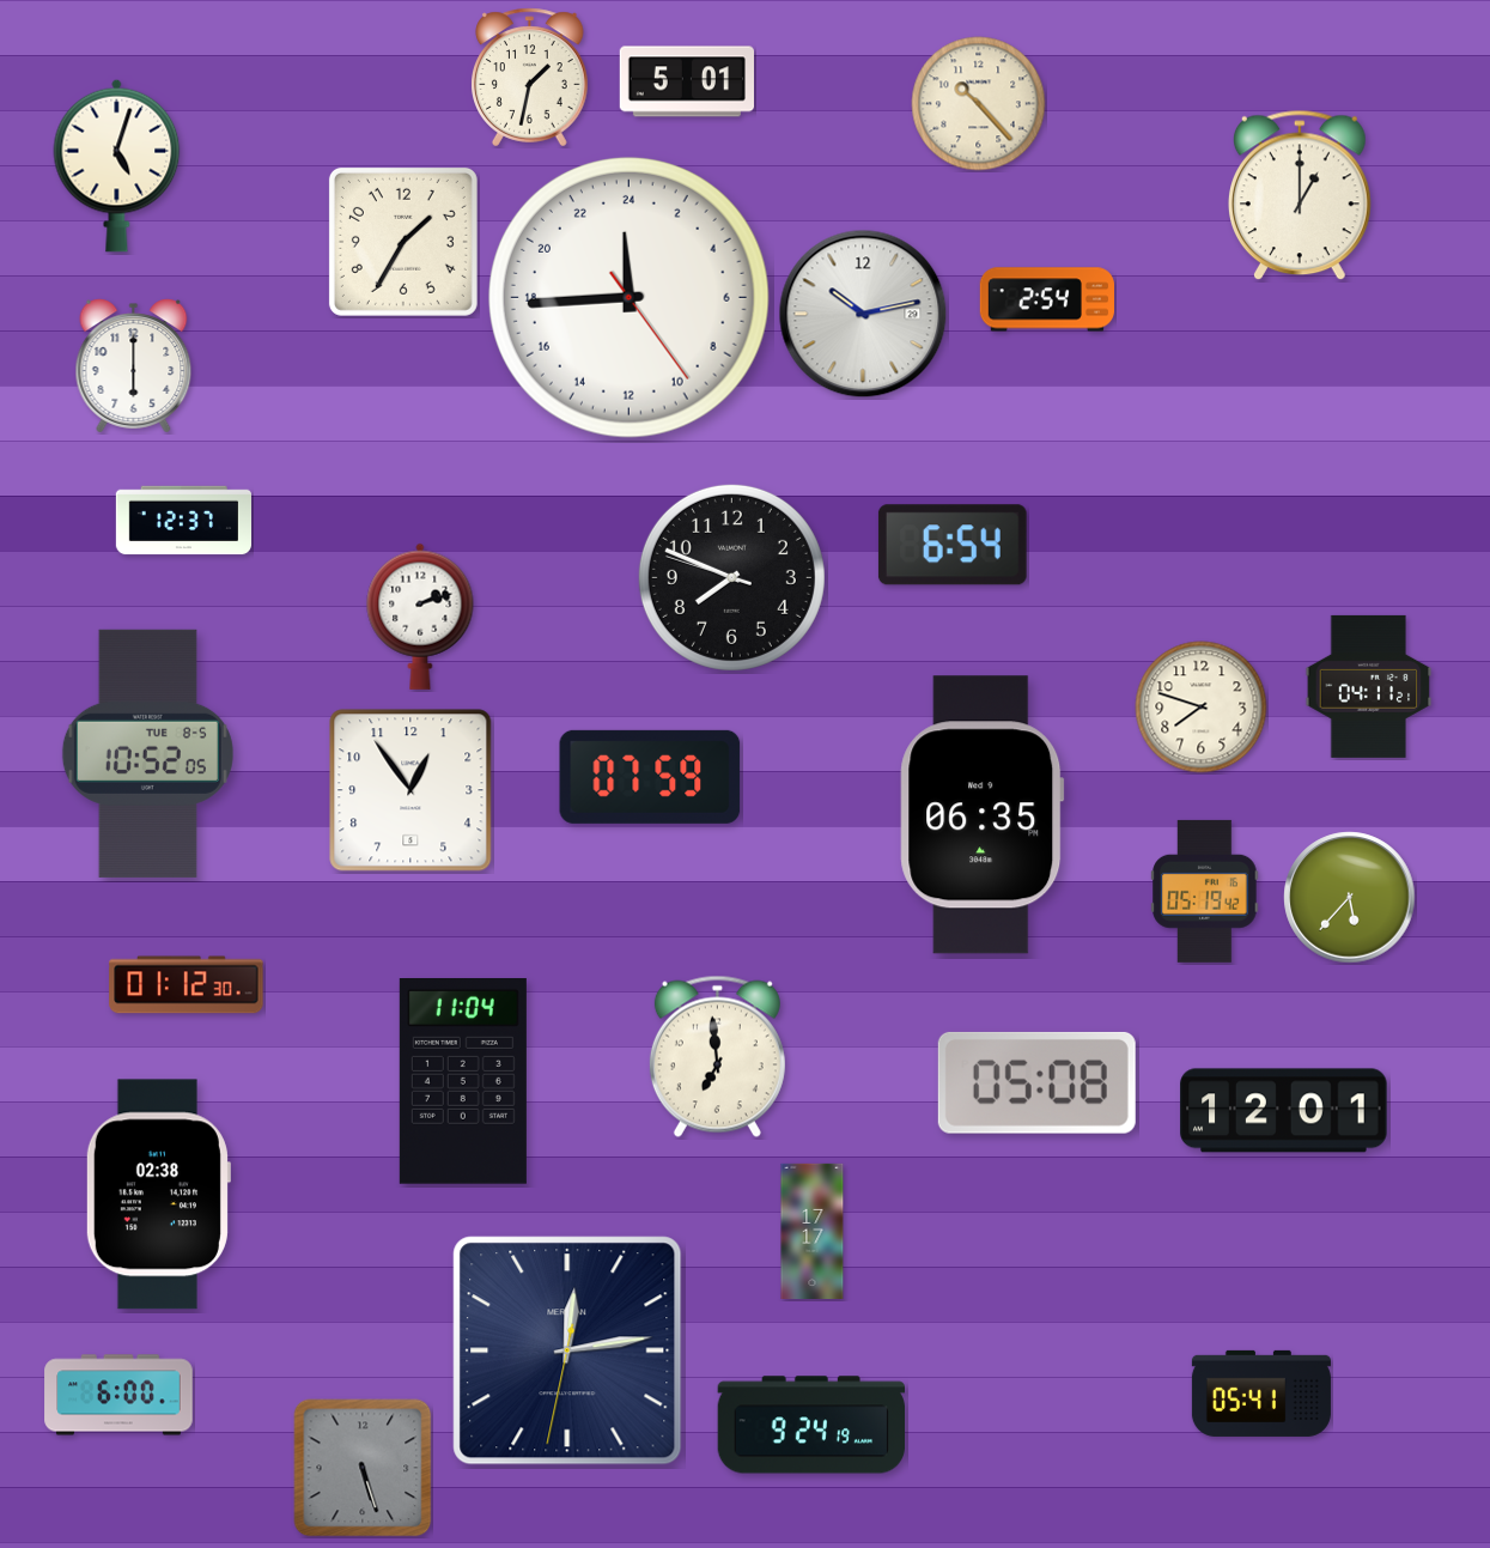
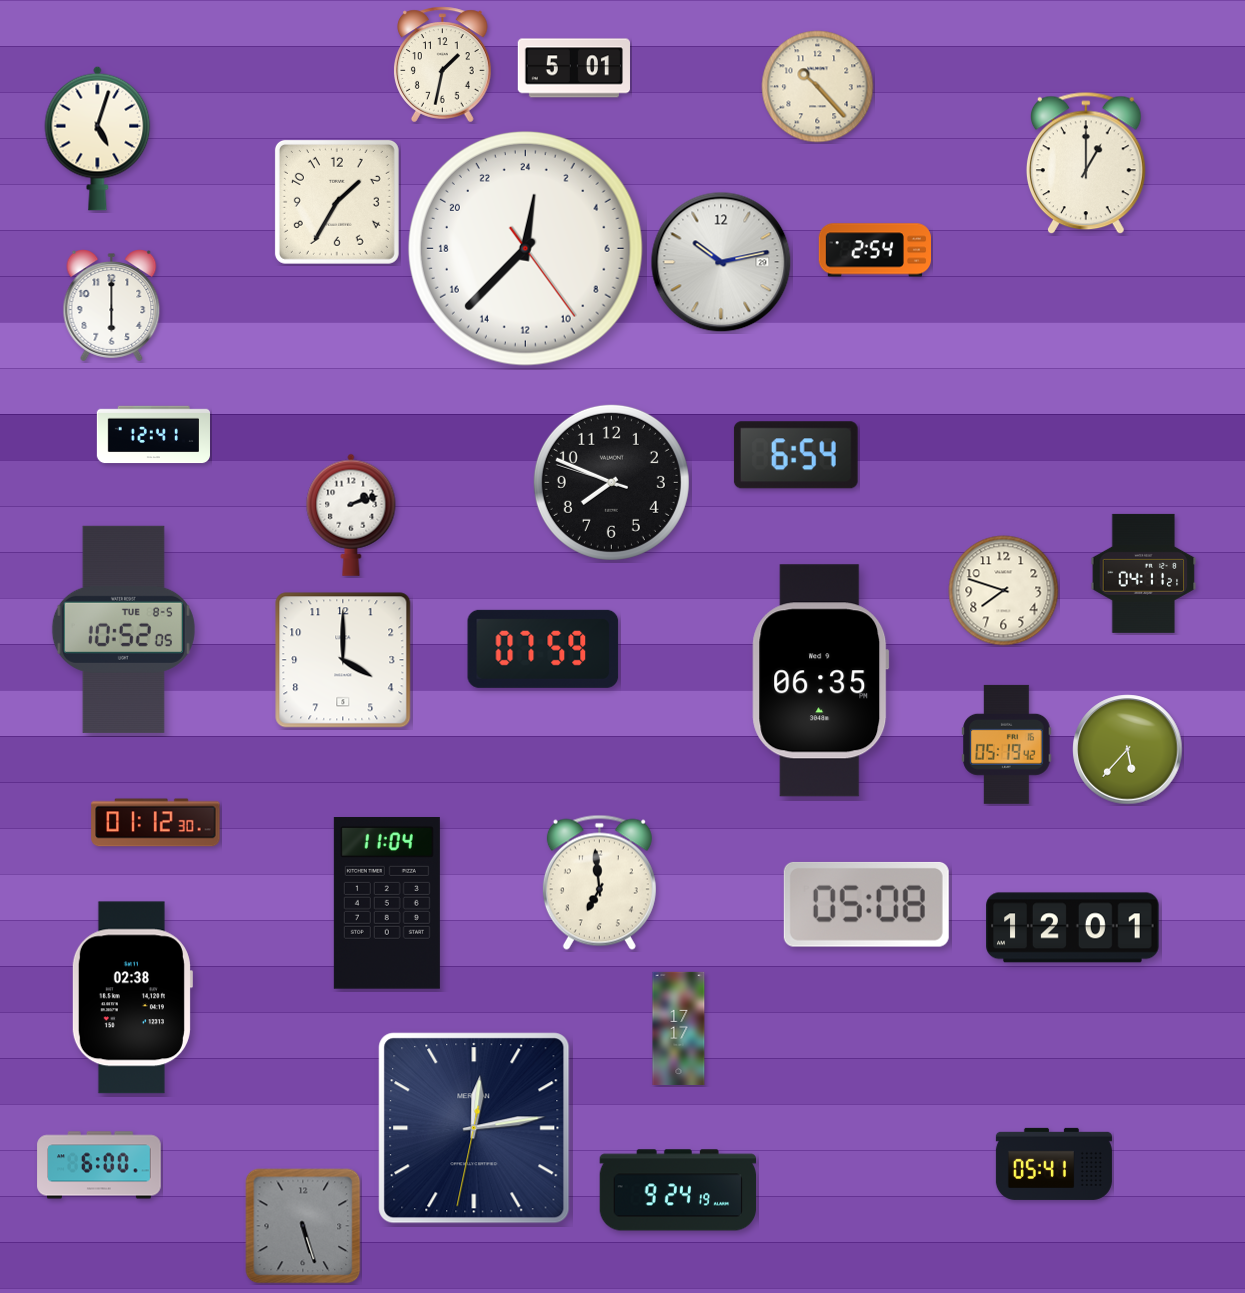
clock at (628, 297): 23:44 -> 0:37
clock at (183, 521): 12:37 -> 12:41
clock at (410, 790): 12:54 -> 4:00
